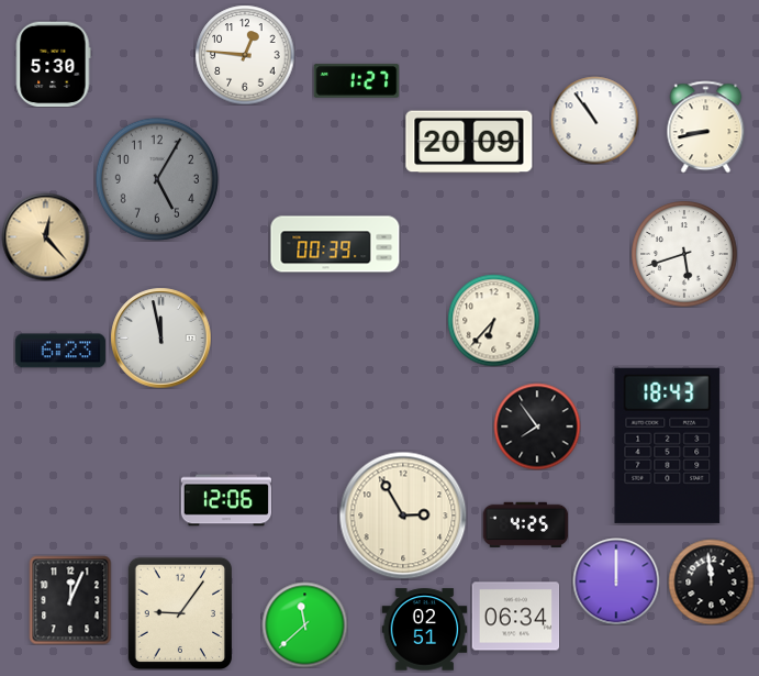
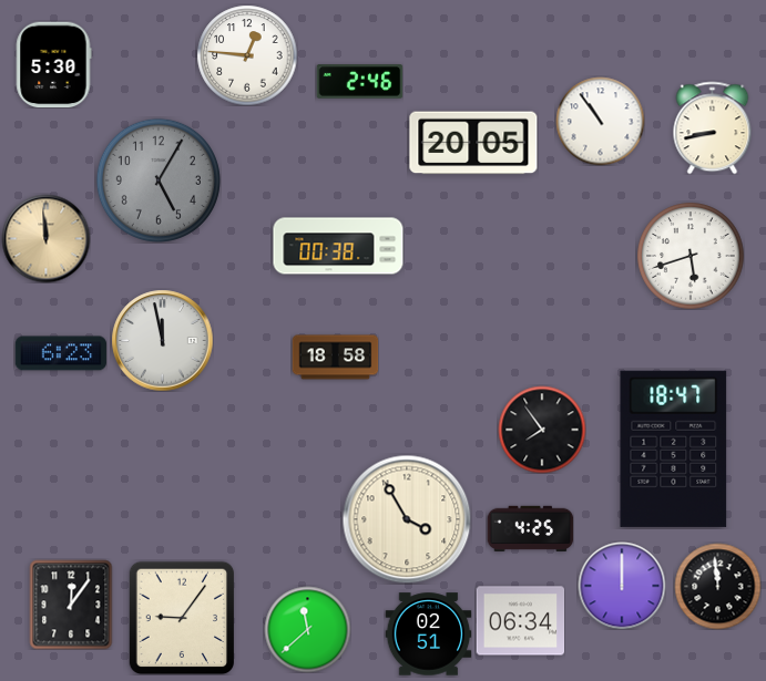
clock at (356, 81): 1:27 -> 2:46
clock at (469, 142): 20:09 -> 20:05
clock at (45, 236): 12:23 -> 11:59
clock at (335, 244): 00:39 -> 00:38
clock at (493, 320): 6:37 -> none
clock at (335, 358): none -> 18:58
clock at (668, 445): 18:43 -> 18:47
clock at (225, 500): 12:06 -> none
clock at (403, 516): 2:55 -> 3:55
clock at (70, 600): 12:04 -> 12:06
